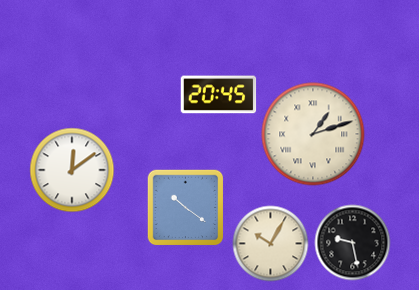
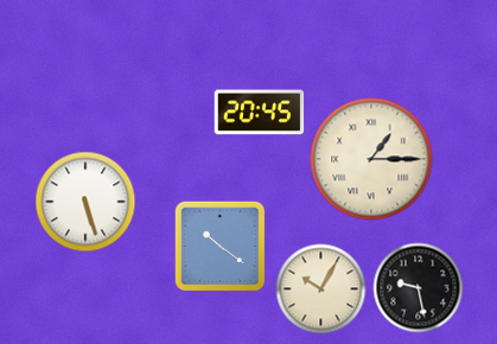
clock at (313, 134): 1:12 -> 1:15
clock at (72, 170): 12:09 -> 5:27
